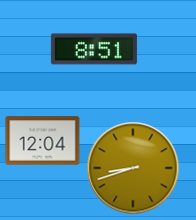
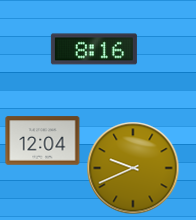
clock at (94, 49): 8:51 -> 8:16
clock at (133, 168): 8:42 -> 9:41
